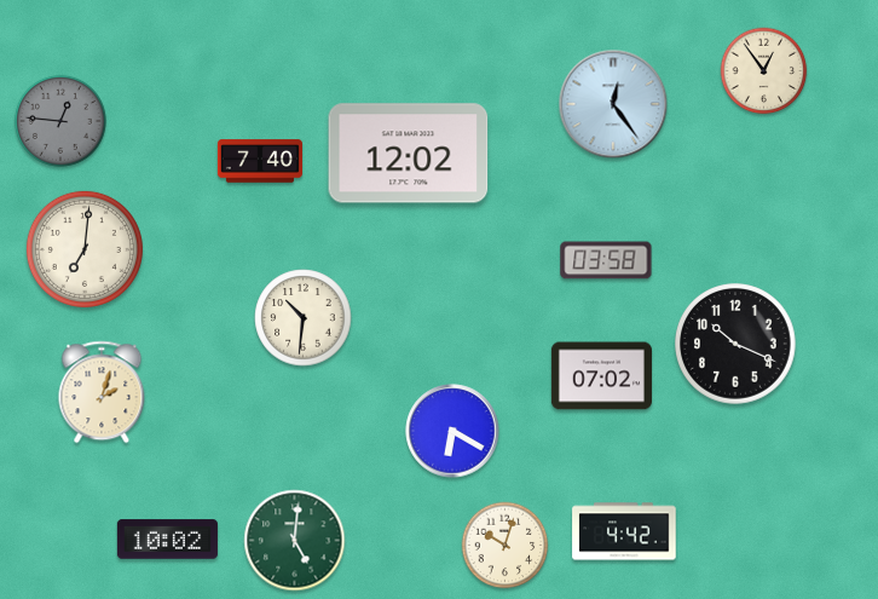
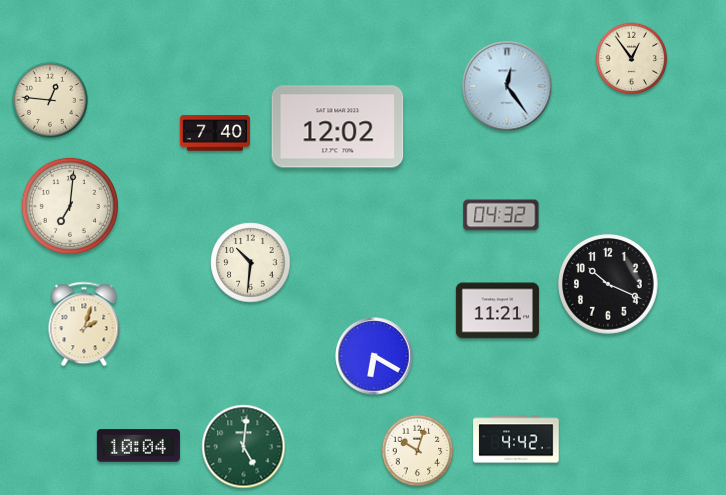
clock at (60, 121) dial: grey -> cream
clock at (606, 260): 03:58 -> 04:32
clock at (601, 376): 07:02 -> 11:21
clock at (167, 540): 10:02 -> 10:04
